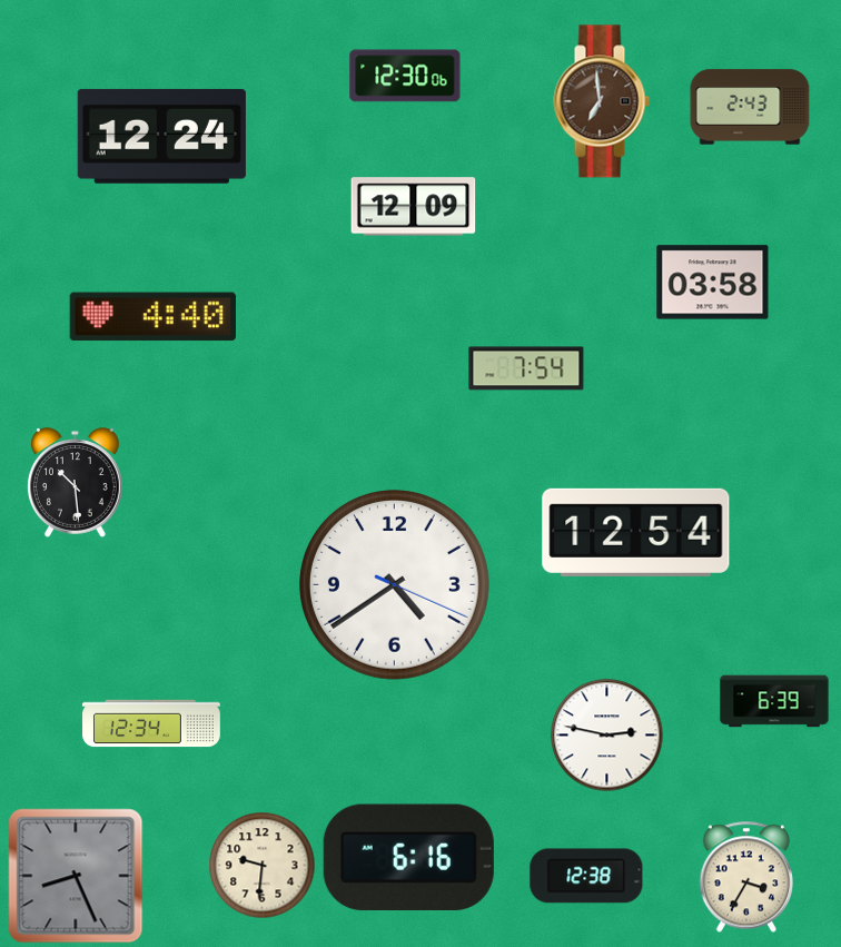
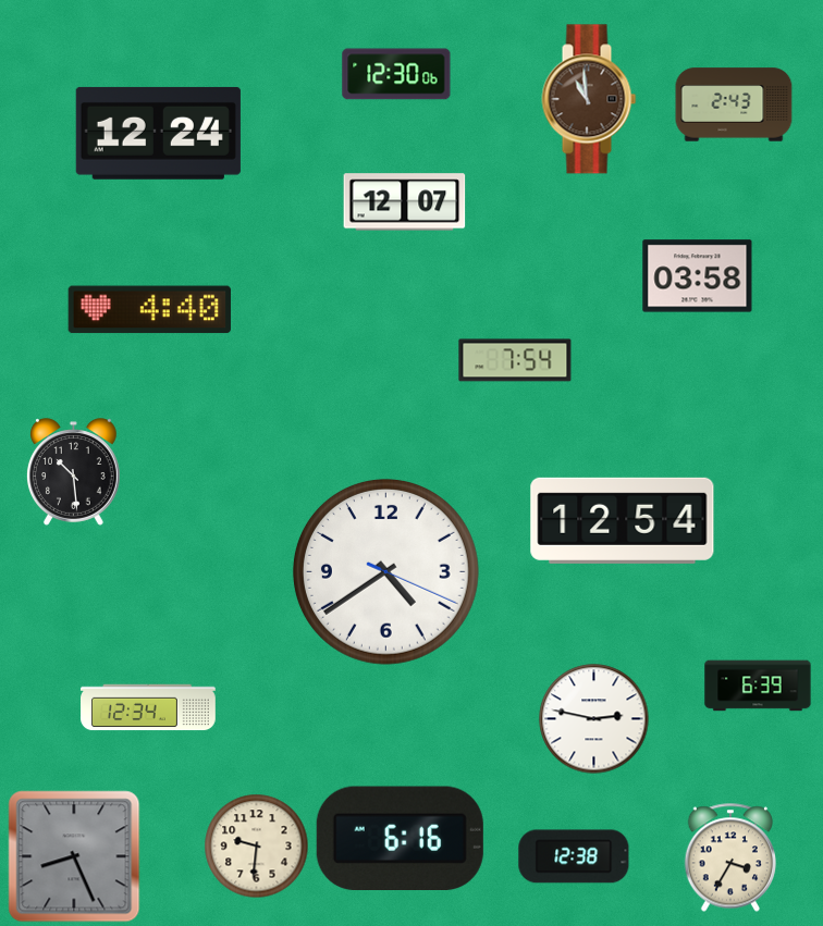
clock at (602, 101): 6:59 -> 10:59
clock at (414, 207): 12:09 -> 12:07
